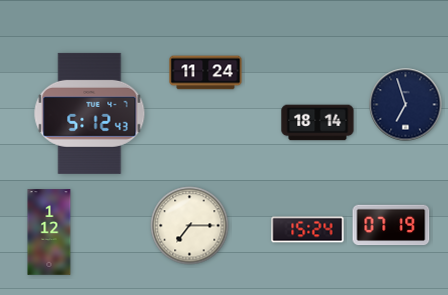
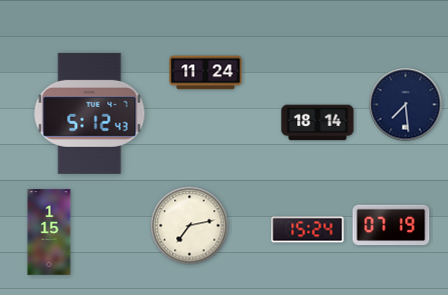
clock at (406, 105): 6:57 -> 7:29
clock at (190, 226): 7:15 -> 7:13
clock at (49, 232): 1:12 -> 1:15
